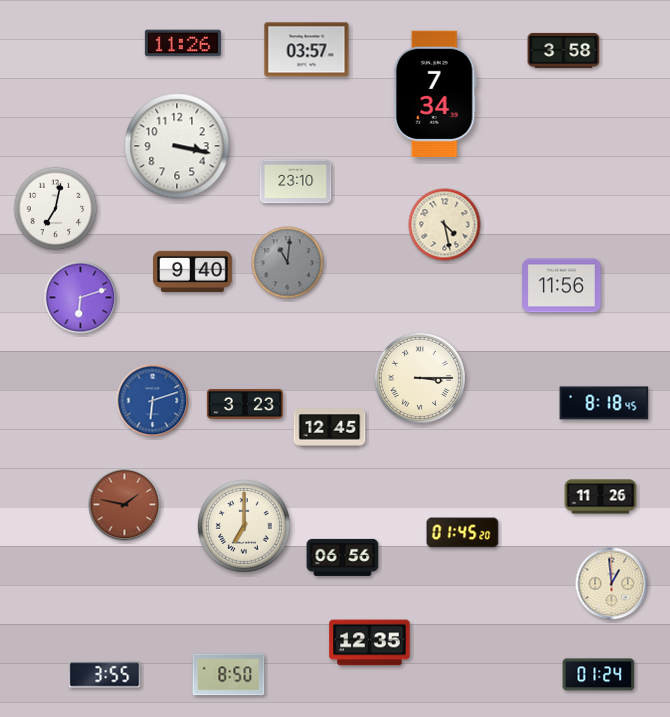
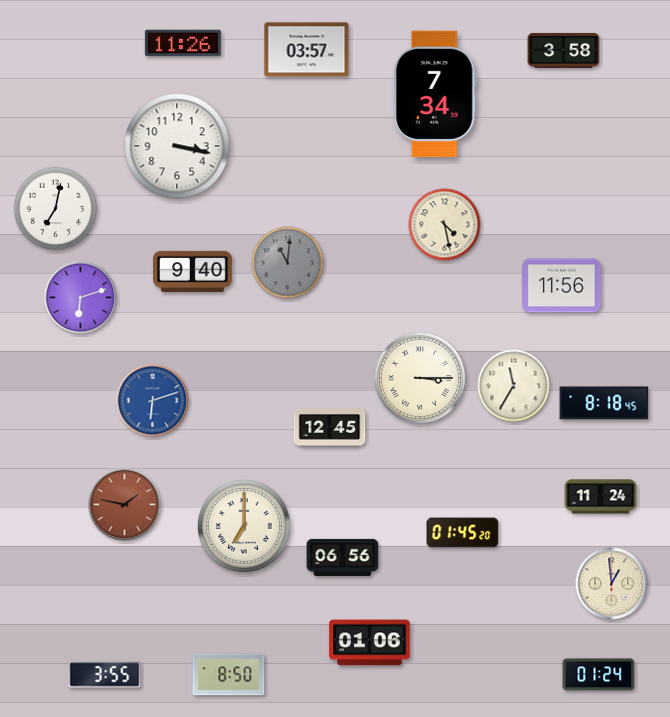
clock at (296, 182): 23:10 -> none
clock at (514, 386): none -> 11:35
clock at (245, 404): 3:23 -> none
clock at (601, 497): 11:26 -> 11:24
clock at (370, 643): 12:35 -> 01:06
